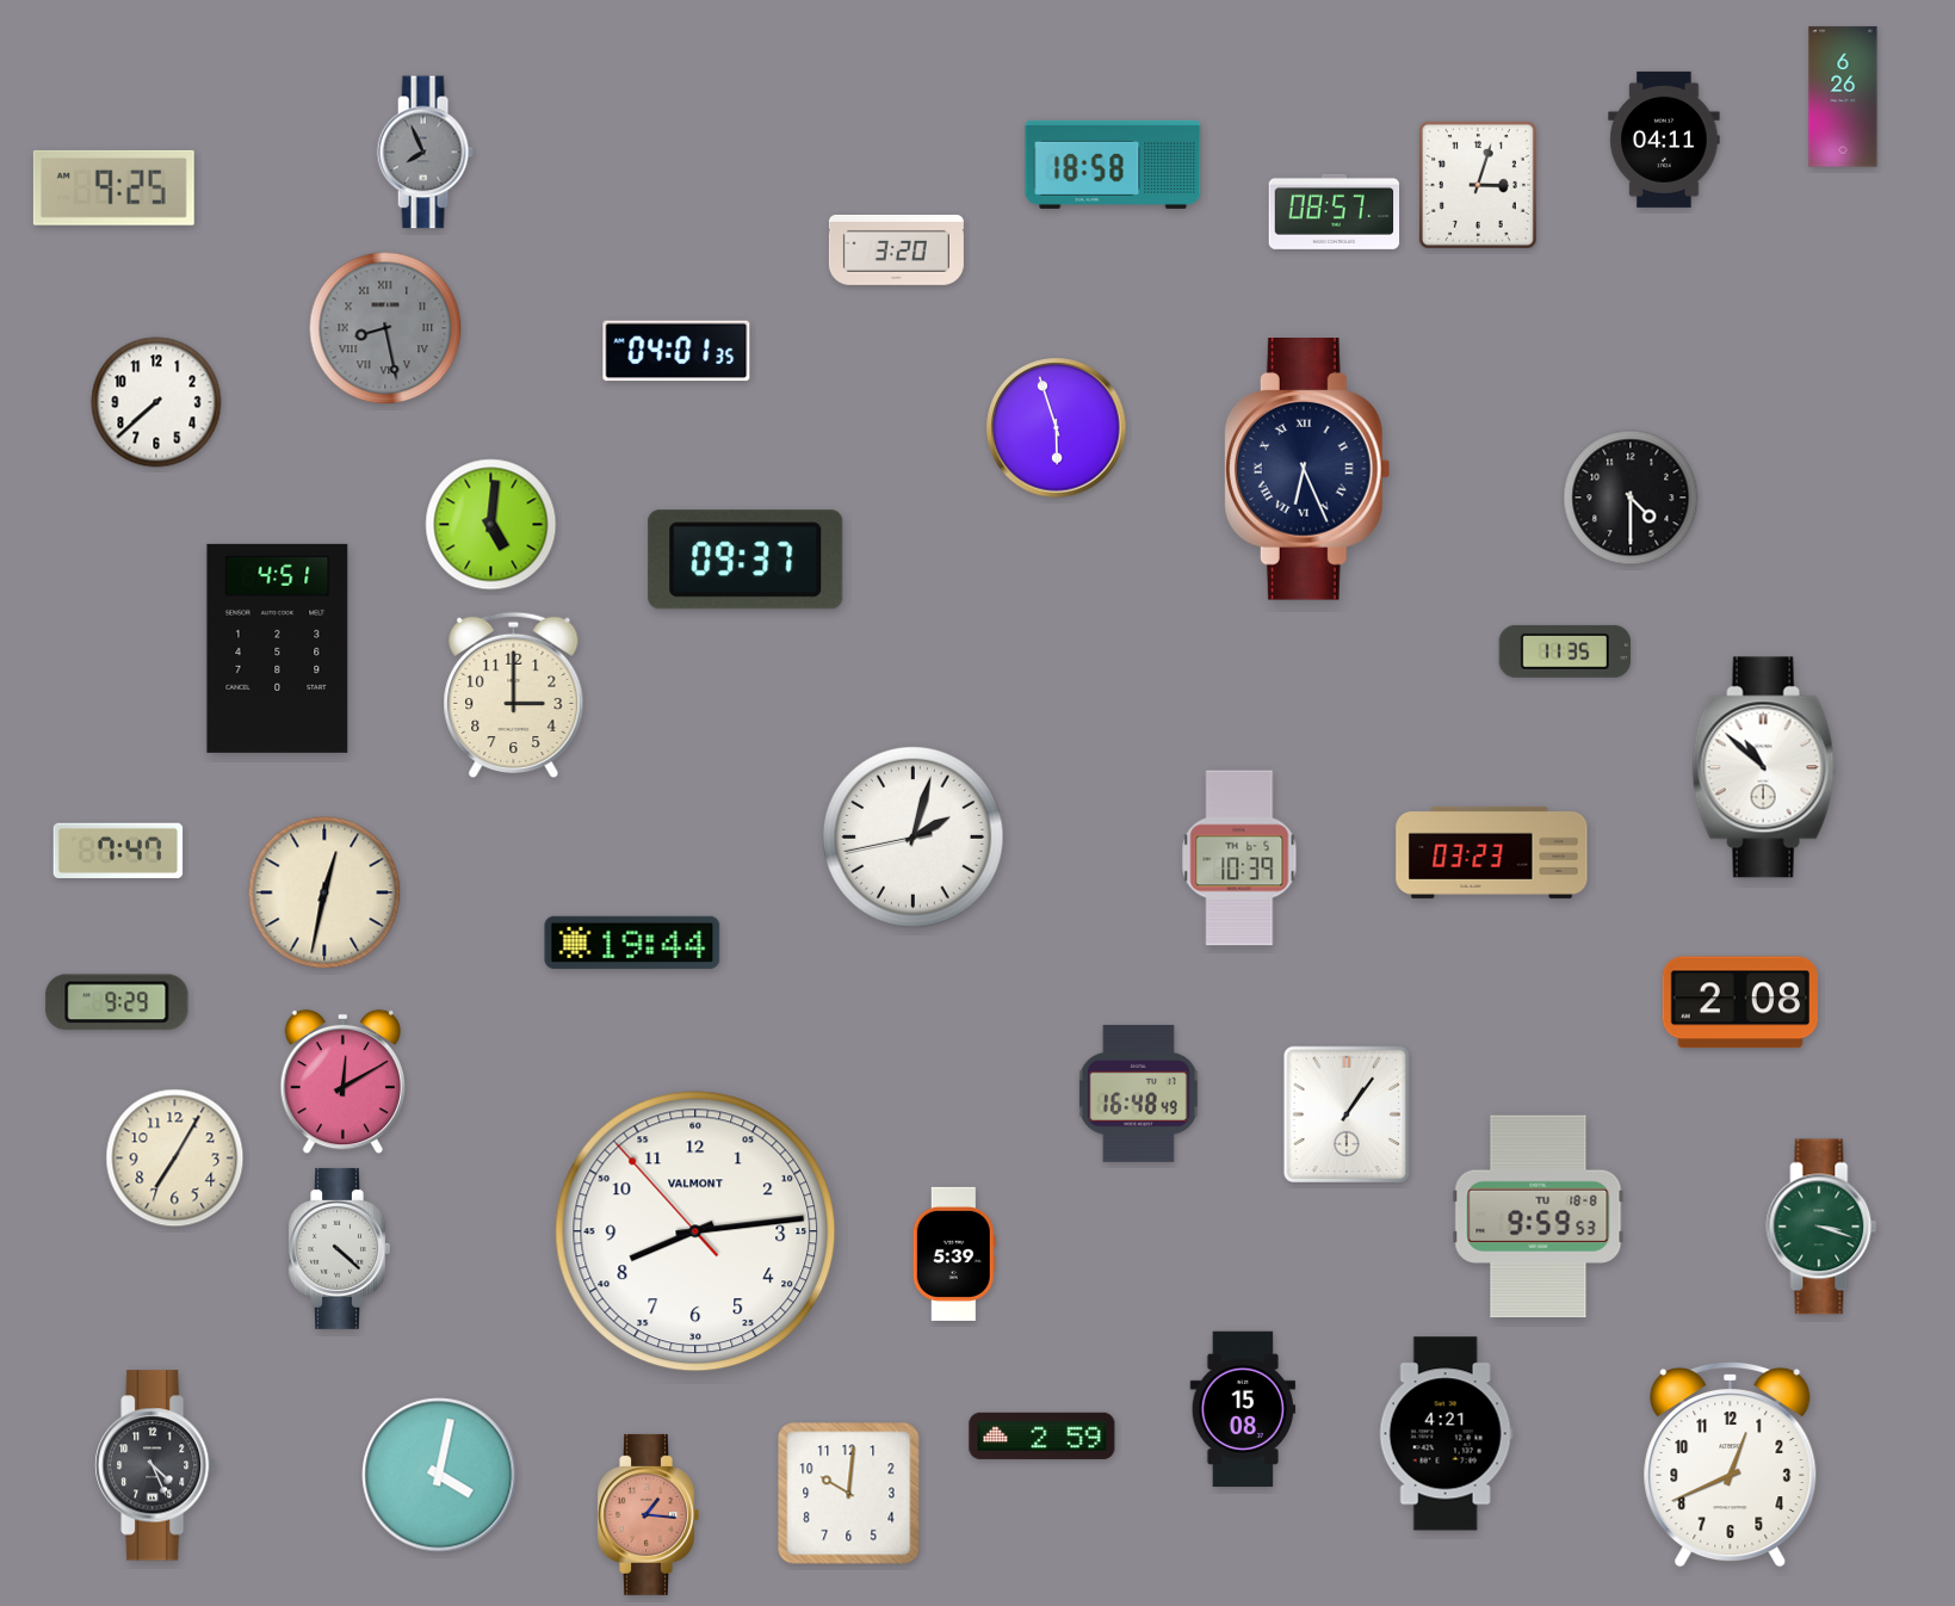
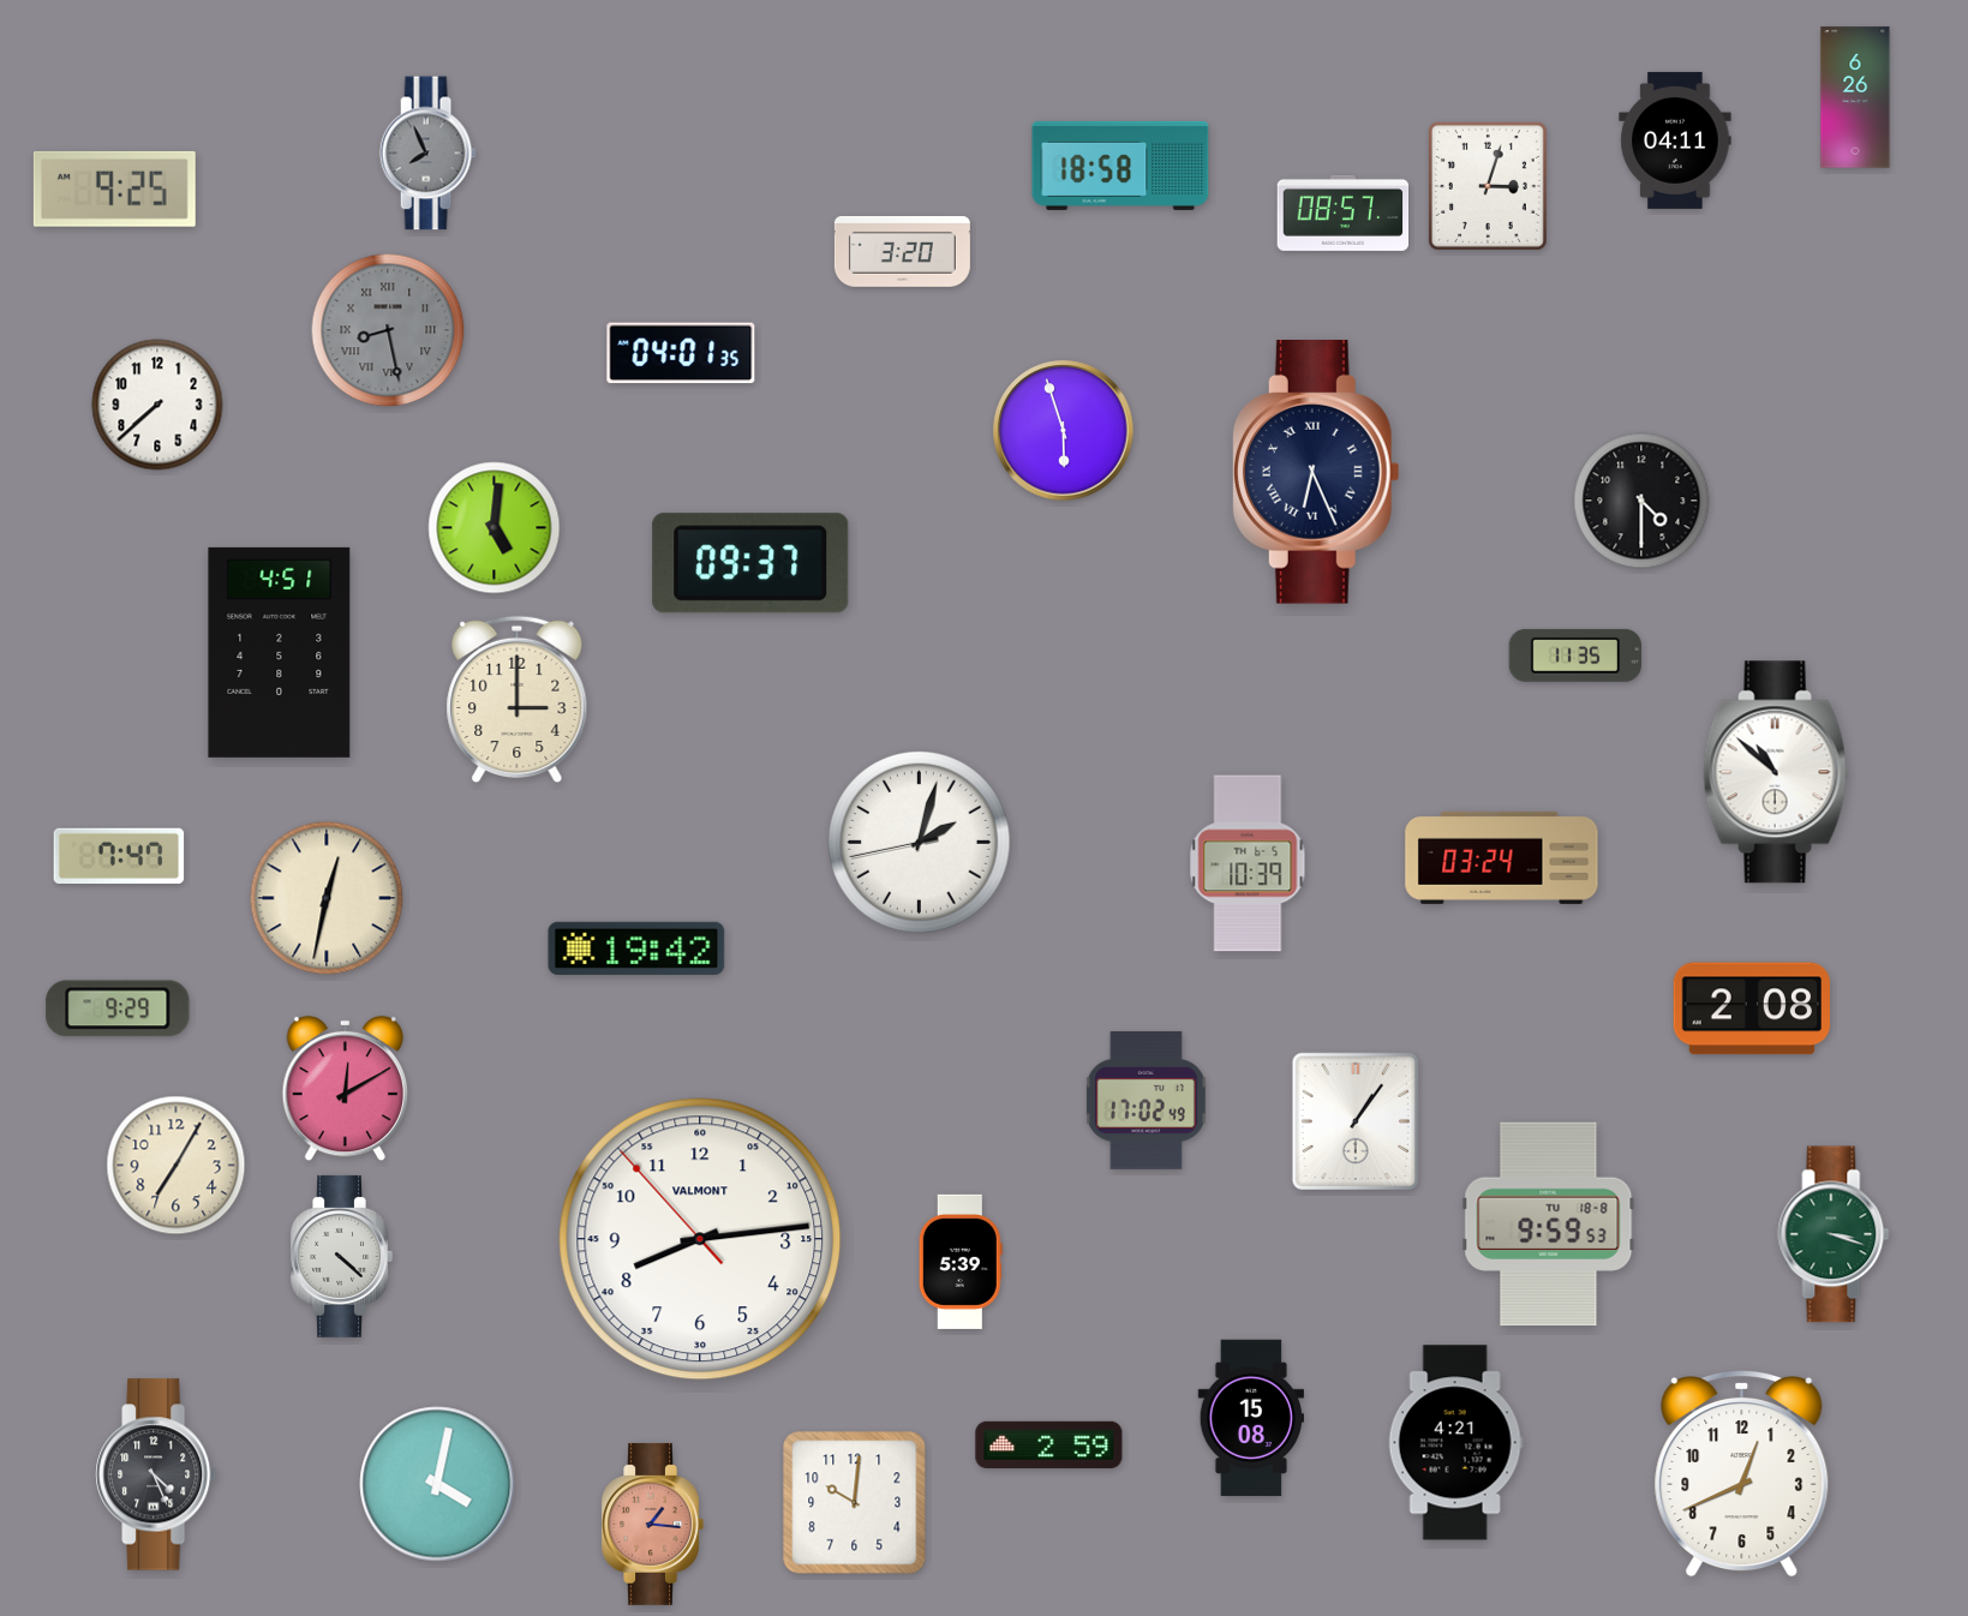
clock at (1492, 852): 03:23 -> 03:24
clock at (632, 943): 19:44 -> 19:42
clock at (1138, 1093): 16:48 -> 17:02
clock at (439, 1475) position: (439, 1475) -> (437, 1484)
